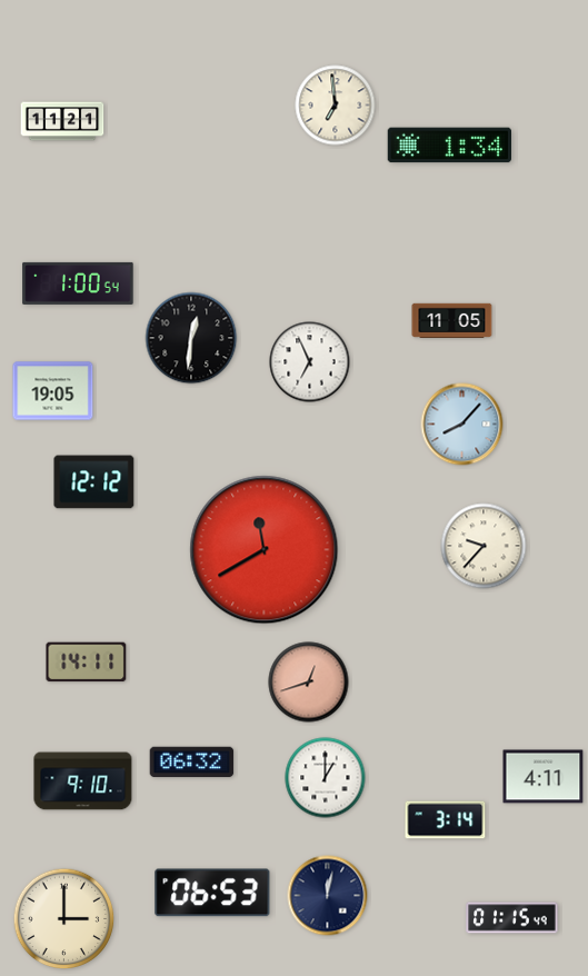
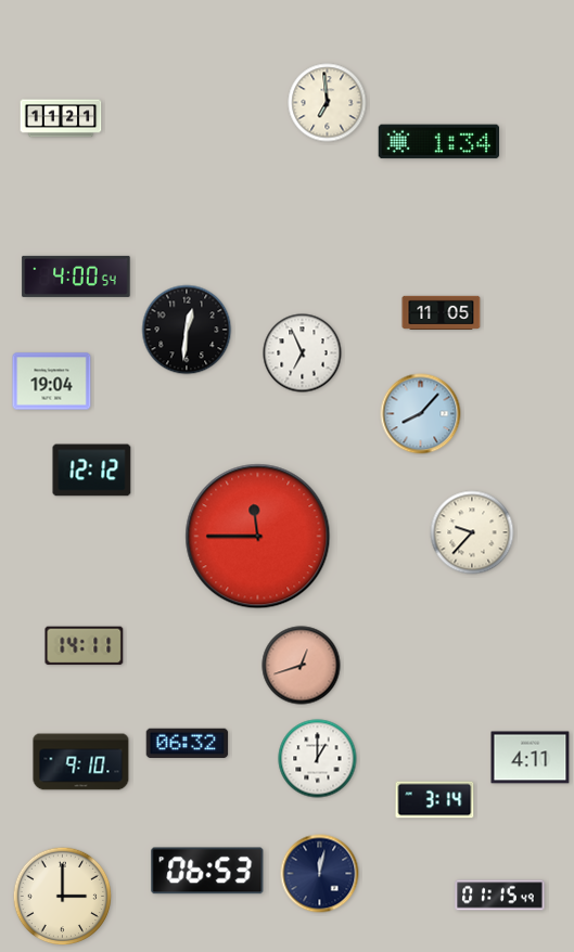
clock at (78, 283): 1:00 -> 4:00
clock at (53, 391): 19:05 -> 19:04
clock at (462, 425) position: (462, 425) -> (421, 414)
clock at (265, 550): 11:40 -> 11:45
